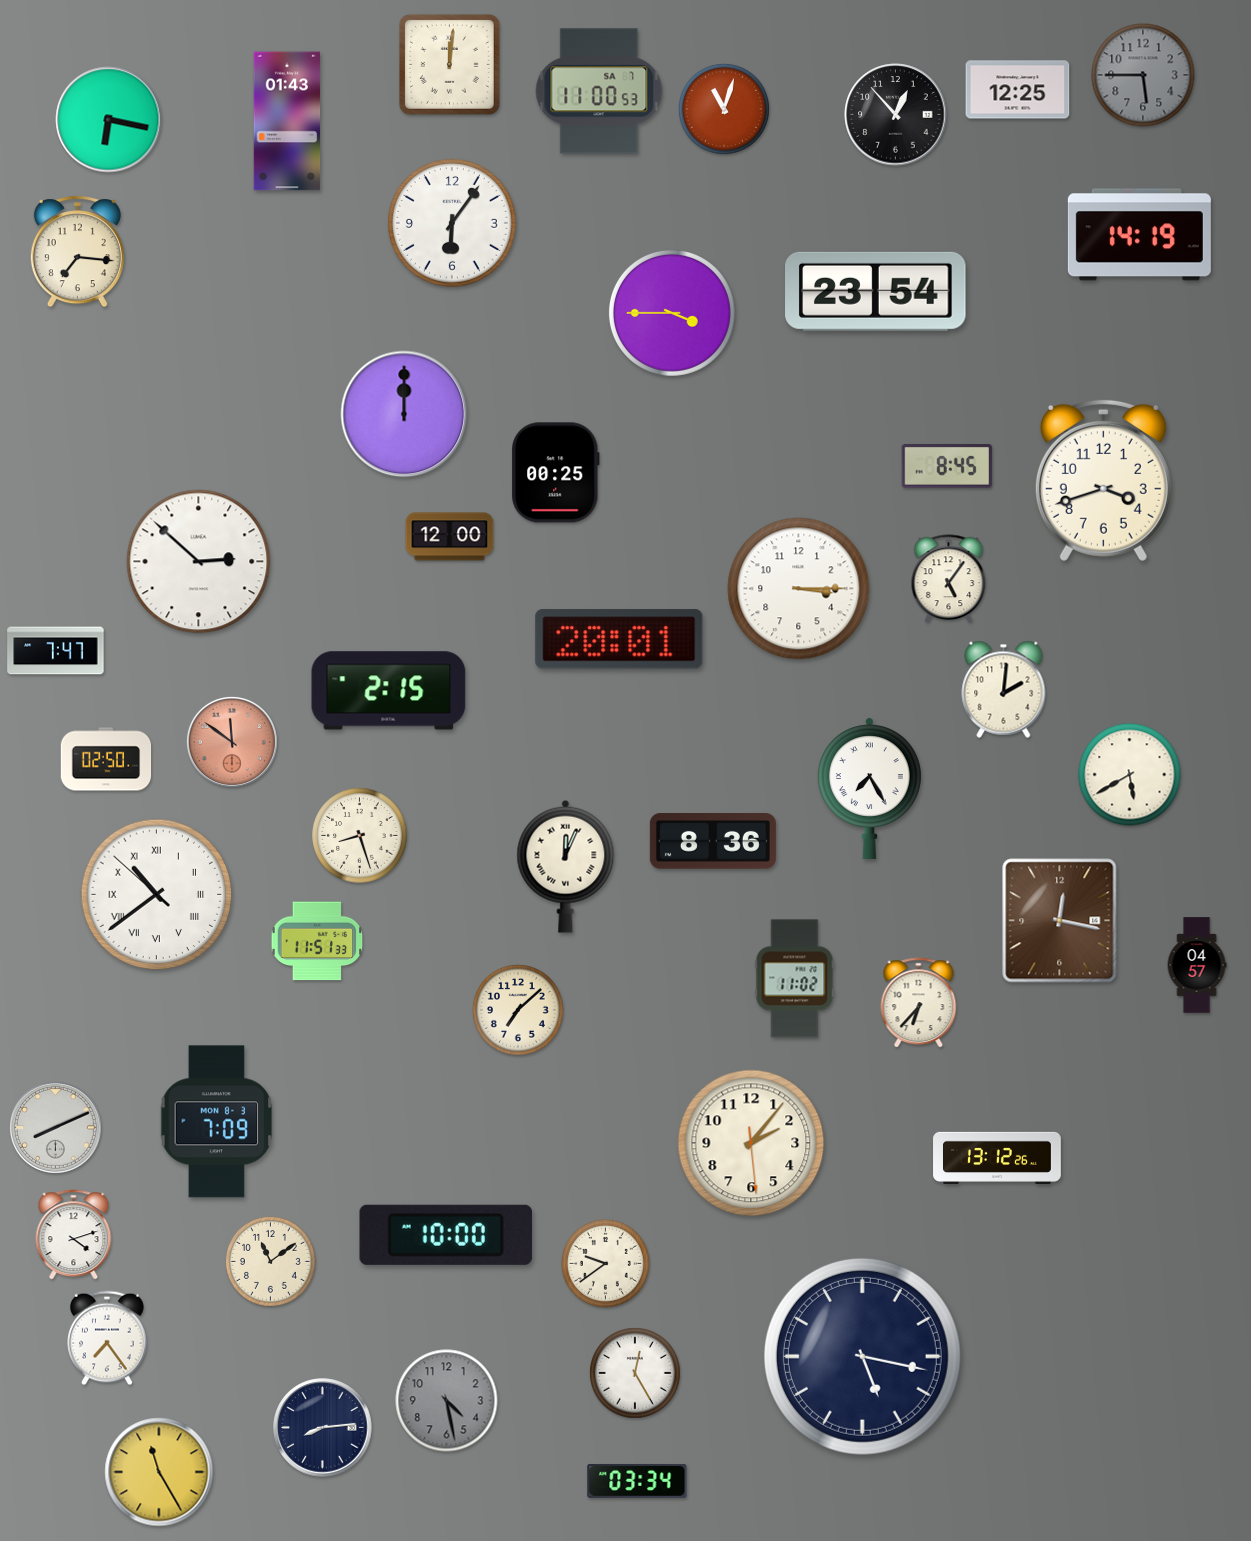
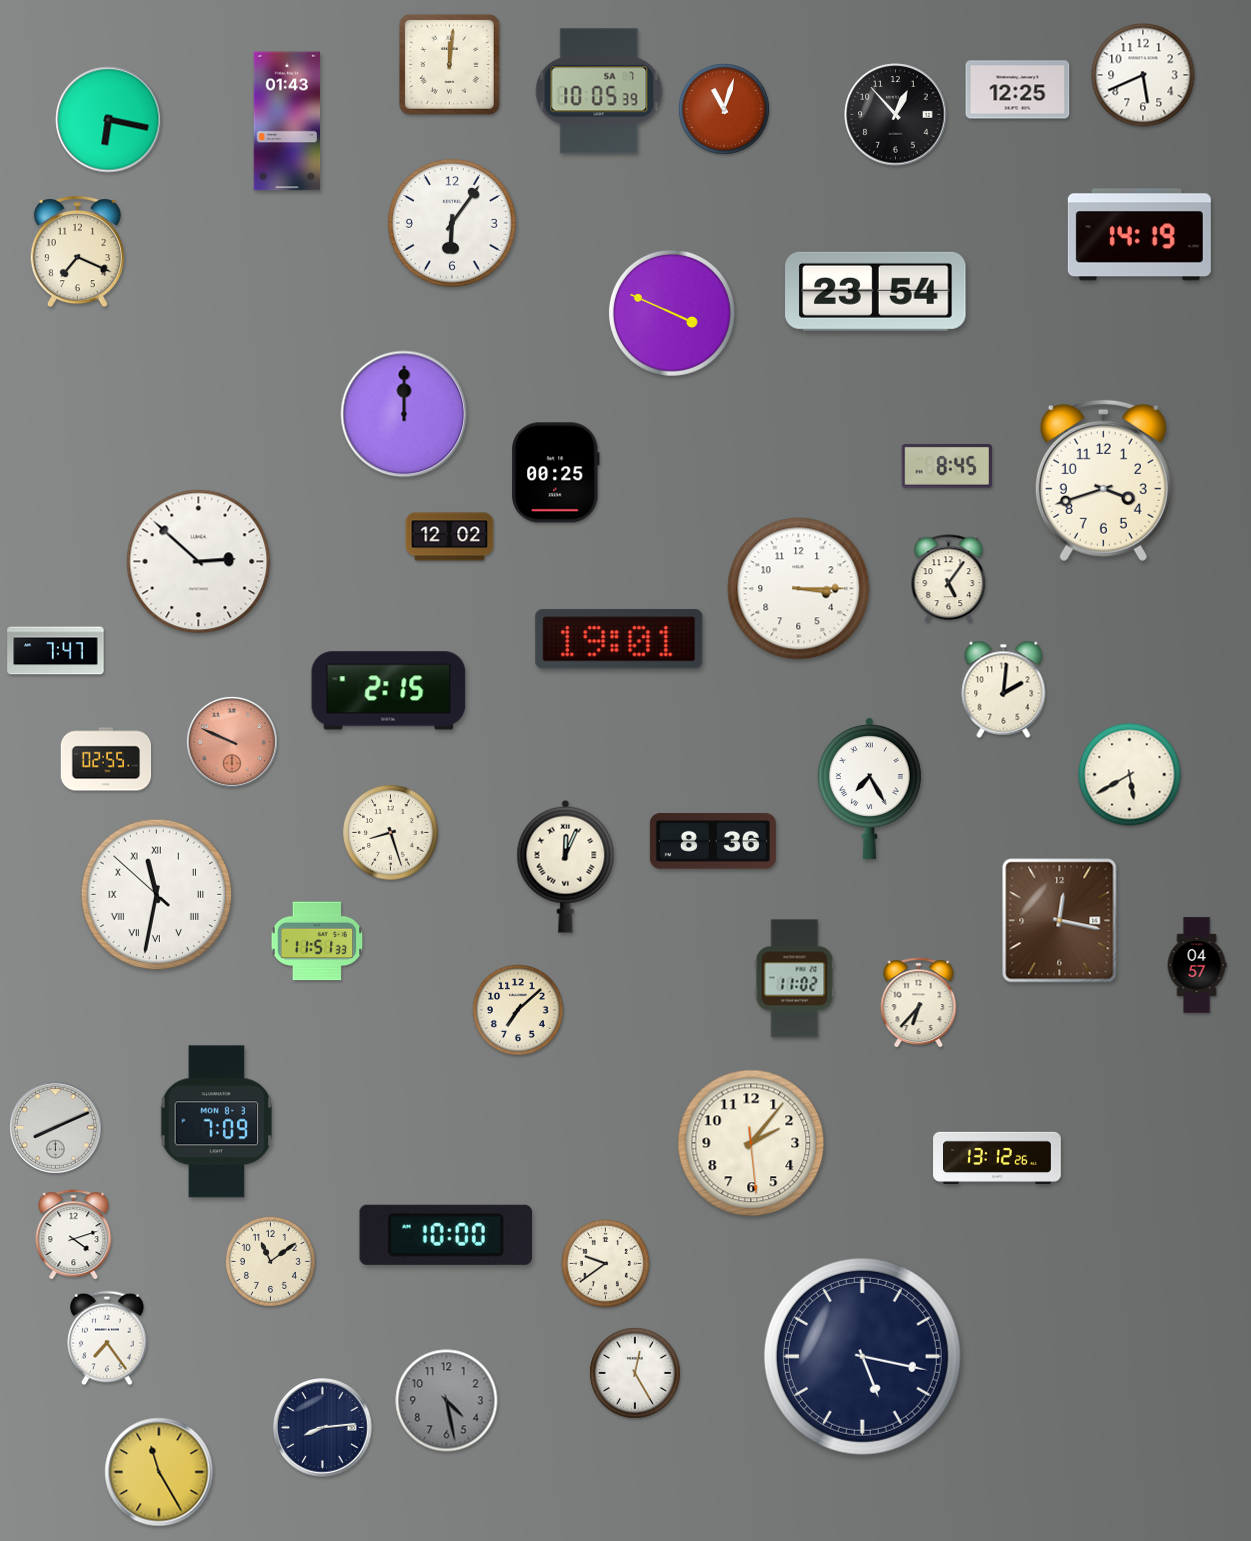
clock at (1143, 75): 5:45 -> 5:41
clock at (1143, 75) dial: grey -> white
clock at (599, 91): 11:00 -> 10:05
clock at (77, 252): 7:16 -> 7:19
clock at (672, 313): 3:45 -> 3:49
clock at (450, 537): 12:00 -> 12:02
clock at (619, 639): 20:01 -> 19:01
clock at (232, 742): 11:51 -> 9:49
clock at (106, 759): 02:50 -> 02:55
clock at (360, 836) position: (360, 836) -> (391, 833)
clock at (157, 895): 10:38 -> 11:31
clock at (637, 1481): 03:34 -> none
